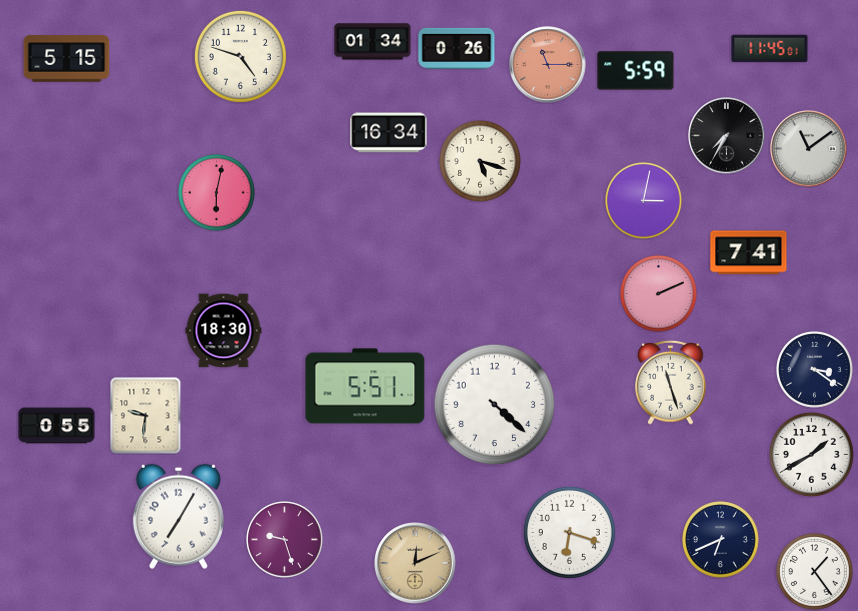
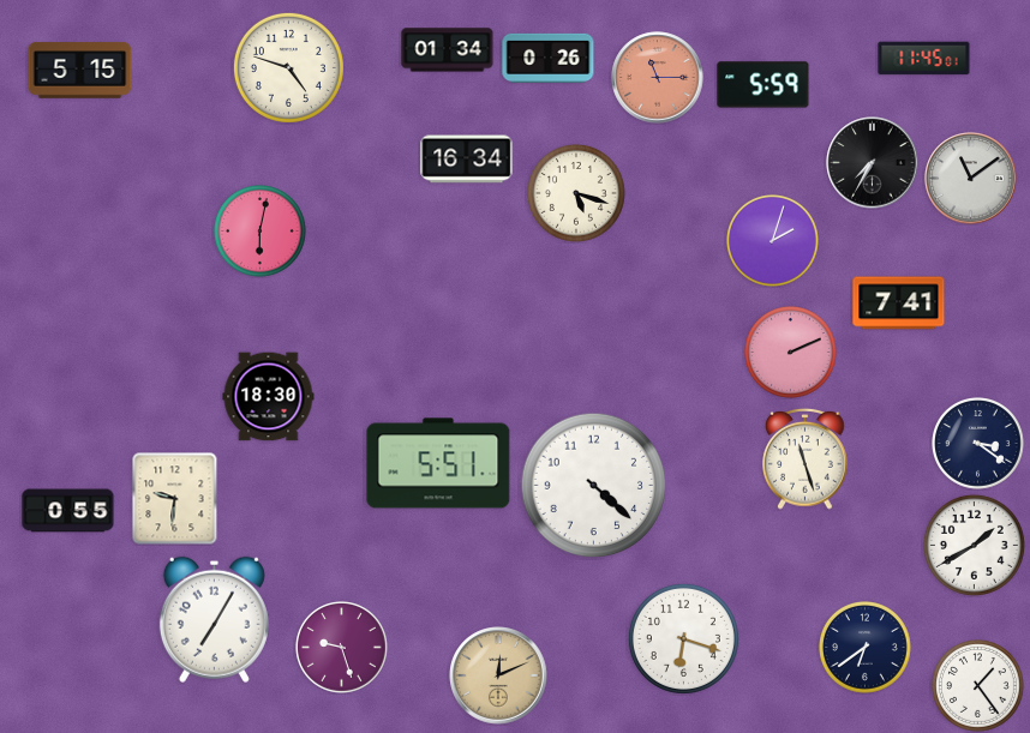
clock at (644, 201): 3:02 -> 2:03
clock at (721, 540): 6:41 -> 6:39
